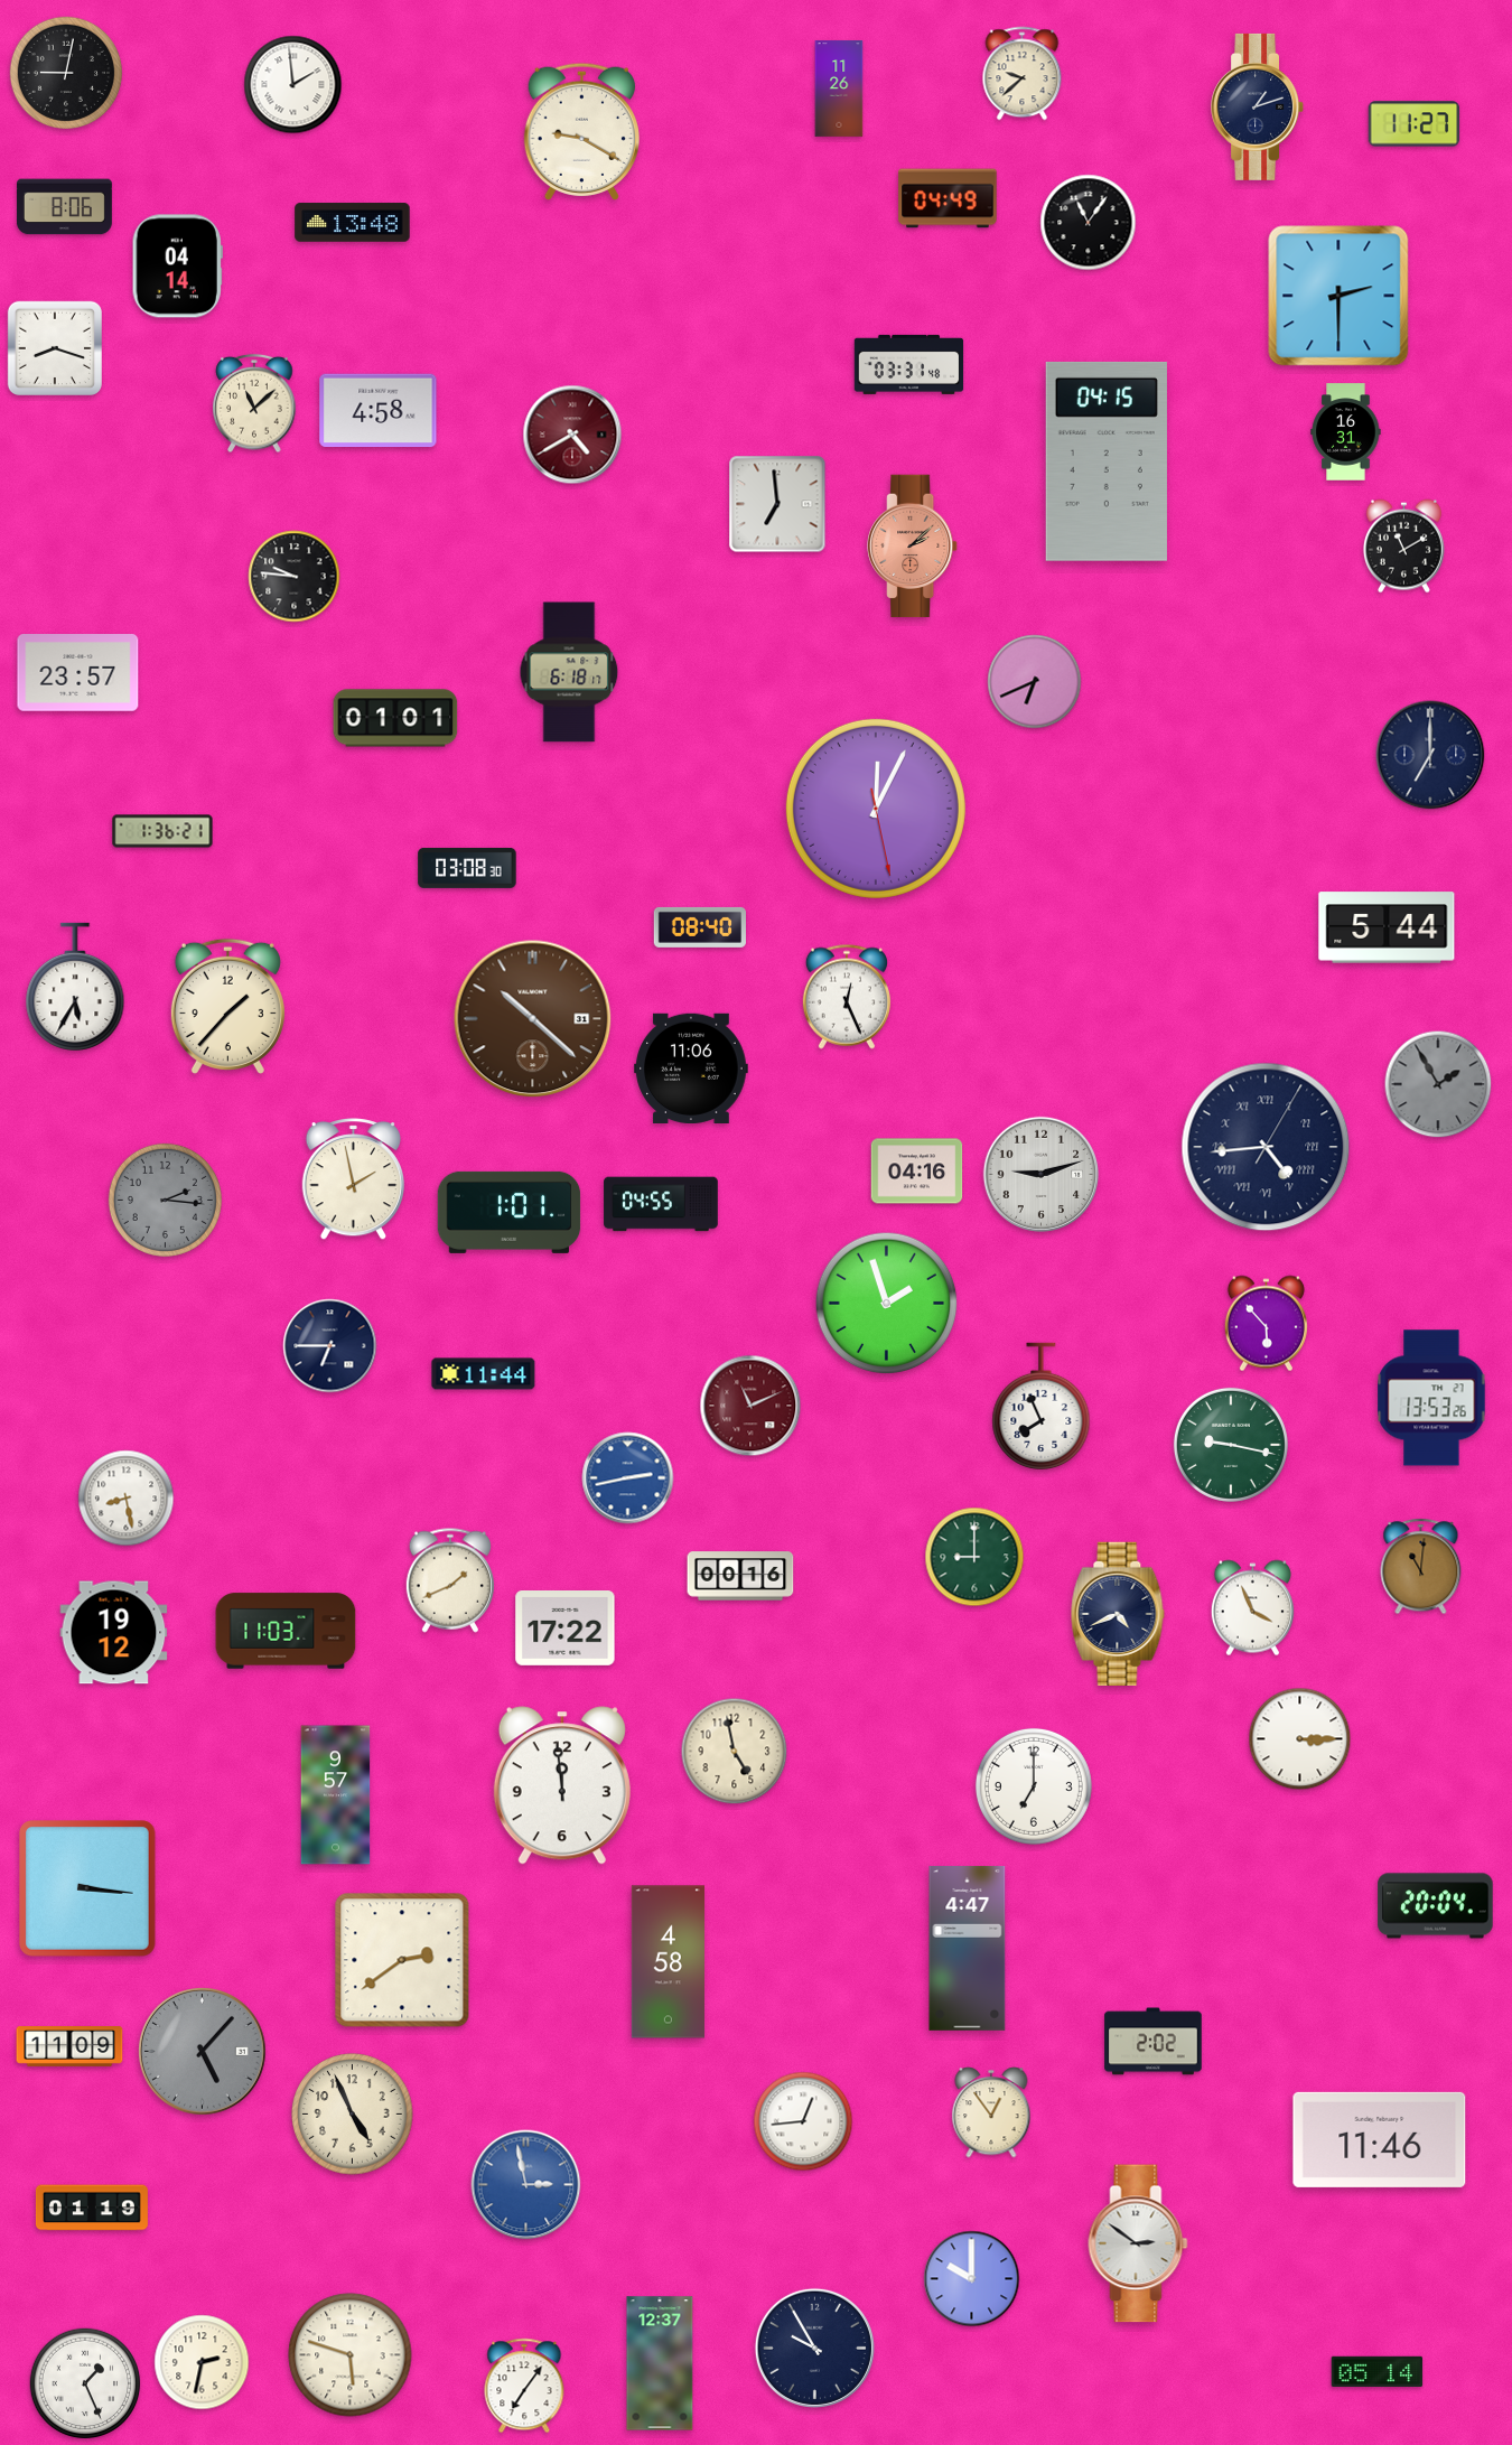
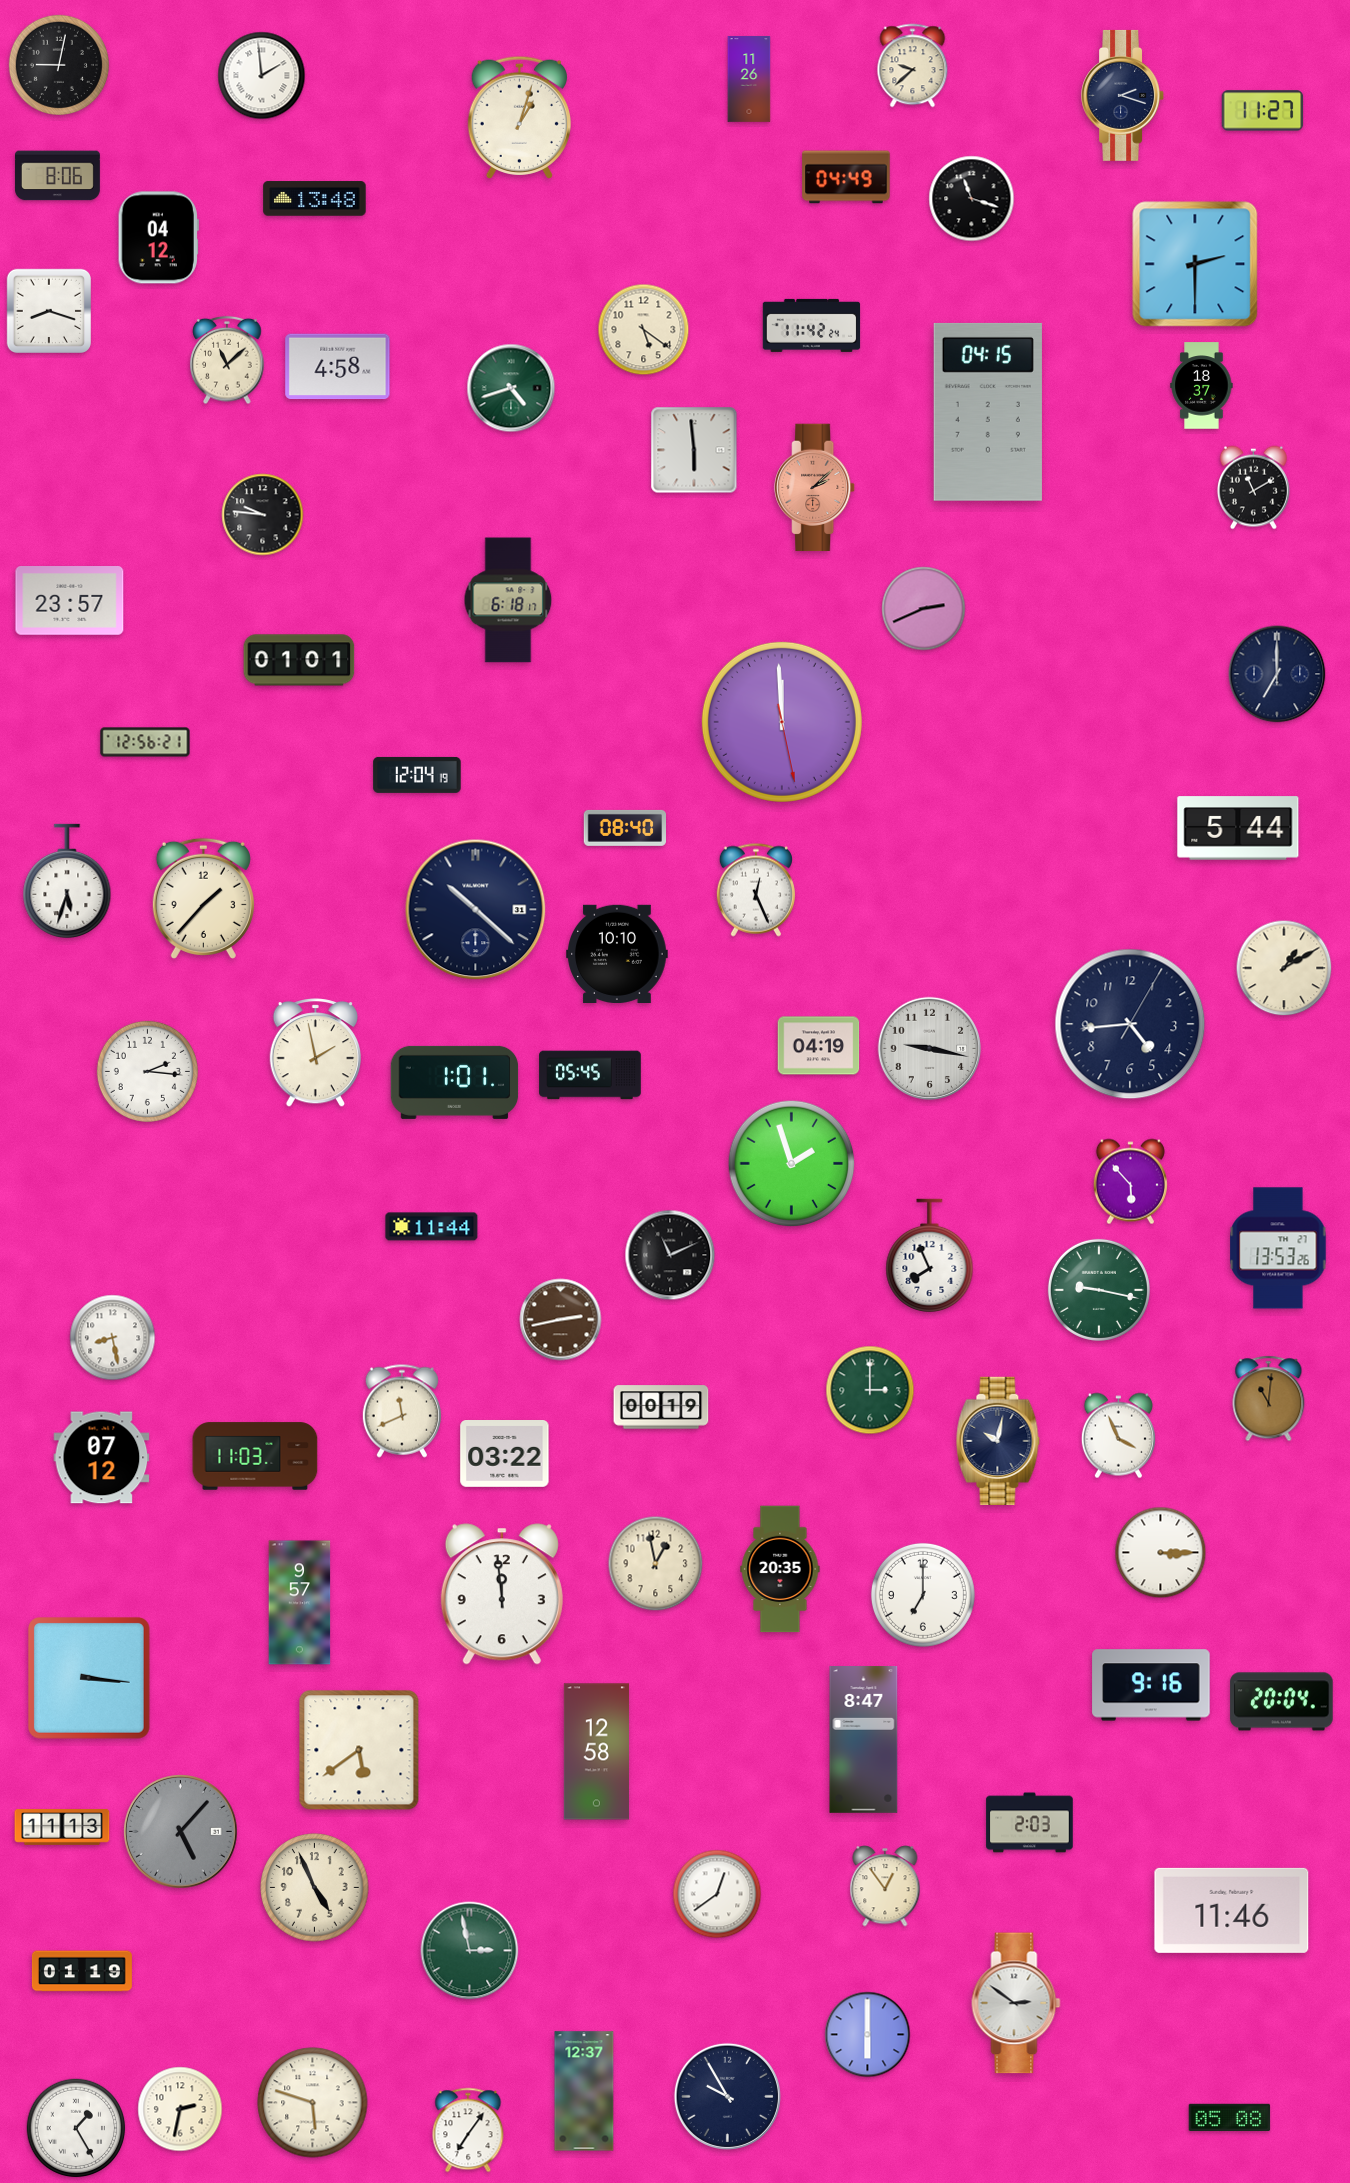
clock at (1258, 106): 1:12 -> 2:18
clock at (581, 131): 9:20 -> 1:03
clock at (64, 207) position: (64, 207) -> (57, 176)
clock at (1089, 223): 11:06 -> 11:18
clock at (177, 267): 04:14 -> 04:12
clock at (909, 364): 03:31 -> 11:42
clock at (644, 330): none -> 5:21
clock at (1346, 432): 16:31 -> 18:37
clock at (572, 435): 4:40 -> 4:42
clock at (572, 435) dial: burgundy -> green
clock at (777, 504): 6:59 -> 5:59
clock at (1035, 682): 6:41 -> 2:41
clock at (395, 718) position: (395, 718) -> (299, 660)
clock at (876, 809): 12:04 -> 11:59
clock at (162, 831): 1:36 -> 12:56
clock at (467, 868): 03:08 -> 12:04
clock at (75, 986): 5:35 -> 5:33
clock at (533, 1019) dial: brown -> navy
clock at (691, 1067): 11:06 -> 10:10
clock at (1438, 1084): 1:55 -> 1:10
clock at (1438, 1084) dial: grey -> cream
clock at (1266, 1147) numerals: Roman -> Arabic
clock at (917, 1172): 04:16 -> 04:19
clock at (1042, 1175): 9:12 -> 9:17
clock at (165, 1200) dial: grey -> white
clock at (661, 1204): 04:55 -> 05:45
clock at (330, 1346): 6:45 -> none
clock at (750, 1406) dial: burgundy -> black
clock at (628, 1478) dial: blue -> brown
clock at (974, 1557): 9:00 -> 3:00
clock at (740, 1576): 00:16 -> 00:19
clock at (450, 1580): 1:41 -> 11:41
clock at (1118, 1613): 4:41 -> 10:02
clock at (566, 1629): 17:22 -> 03:22
clock at (114, 1633): 19:12 -> 07:12
clock at (735, 1752): 4:58 -> 12:58
clock at (780, 1569): none -> 20:35
clock at (1151, 1685): none -> 9:16
clock at (87, 1888) position: (87, 1888) -> (89, 1678)
clock at (968, 1949): 4:47 -> 8:47
clock at (402, 1960): 2:39 -> 5:39
clock at (668, 1962): 4:58 -> 12:58
clock at (1154, 2042): 2:02 -> 2:03
clock at (69, 2047): 11:09 -> 11:13
clock at (803, 2121): 12:44 -> 12:39
clock at (526, 2185) dial: blue -> green
clock at (972, 2279): 10:00 -> 6:00
clock at (660, 2363) position: (660, 2363) -> (584, 2091)
clock at (1378, 2371): 05:14 -> 05:08
clock at (85, 2383): 1:26 -> 1:25
